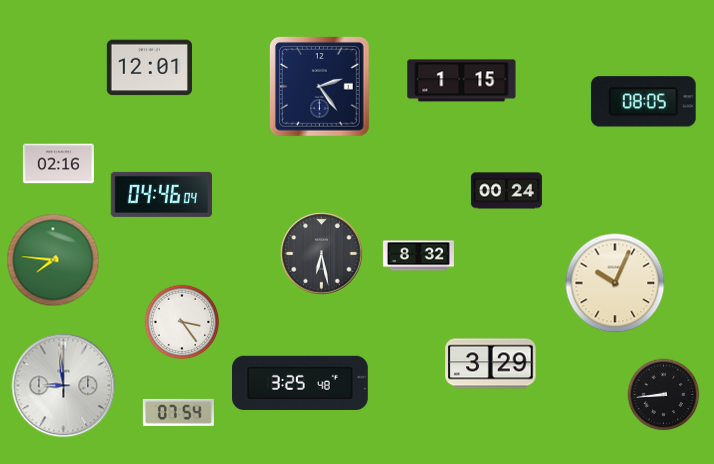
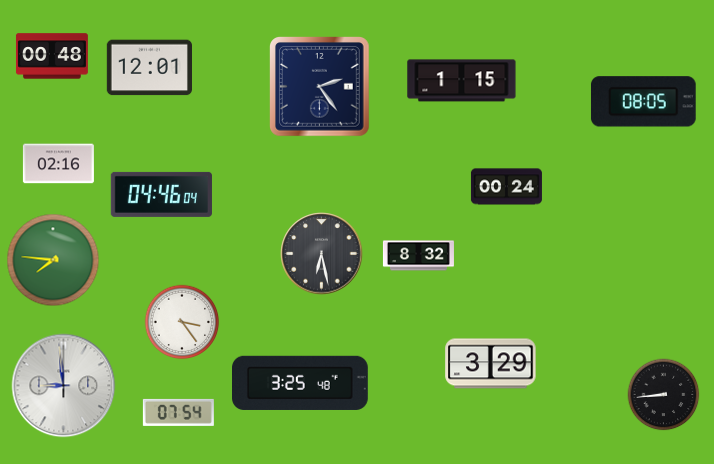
clock at (52, 56): none -> 00:48
clock at (506, 191) position: (506, 191) -> (506, 187)
clock at (615, 283): 10:04 -> none
